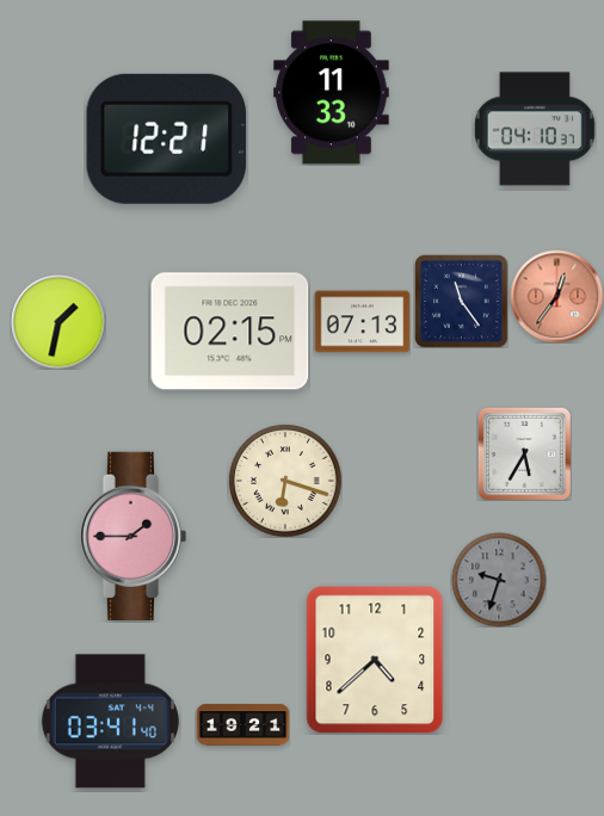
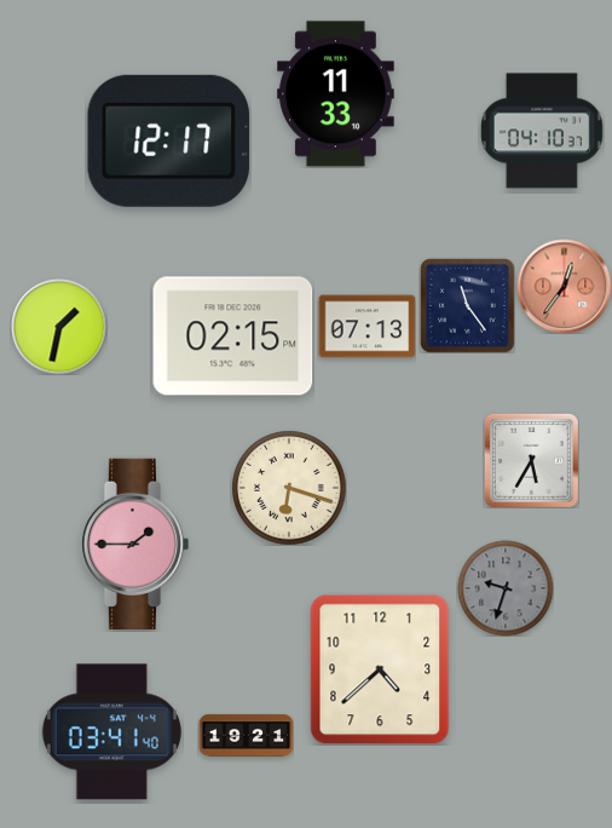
clock at (167, 138): 12:21 -> 12:17
clock at (556, 296) position: (556, 296) -> (564, 286)
